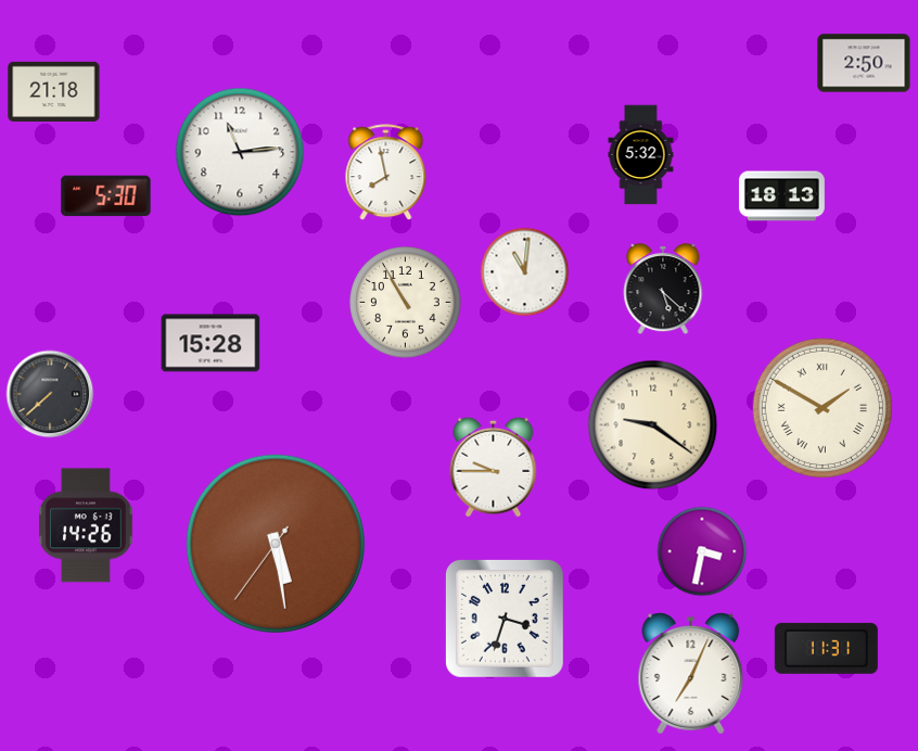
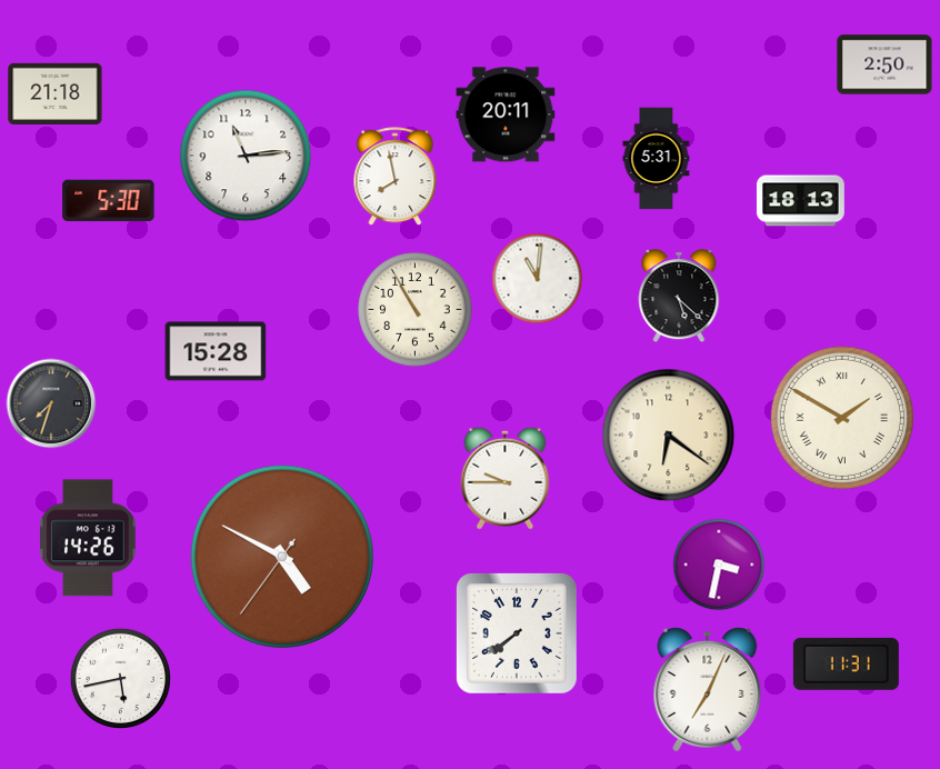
clock at (506, 114): none -> 20:11
clock at (641, 155): 5:32 -> 5:31
clock at (50, 394): 7:38 -> 7:33
clock at (653, 425): 9:21 -> 6:21
clock at (276, 544): 5:28 -> 4:49
clock at (506, 620): 3:33 -> 7:39
clock at (121, 679): none -> 5:43
